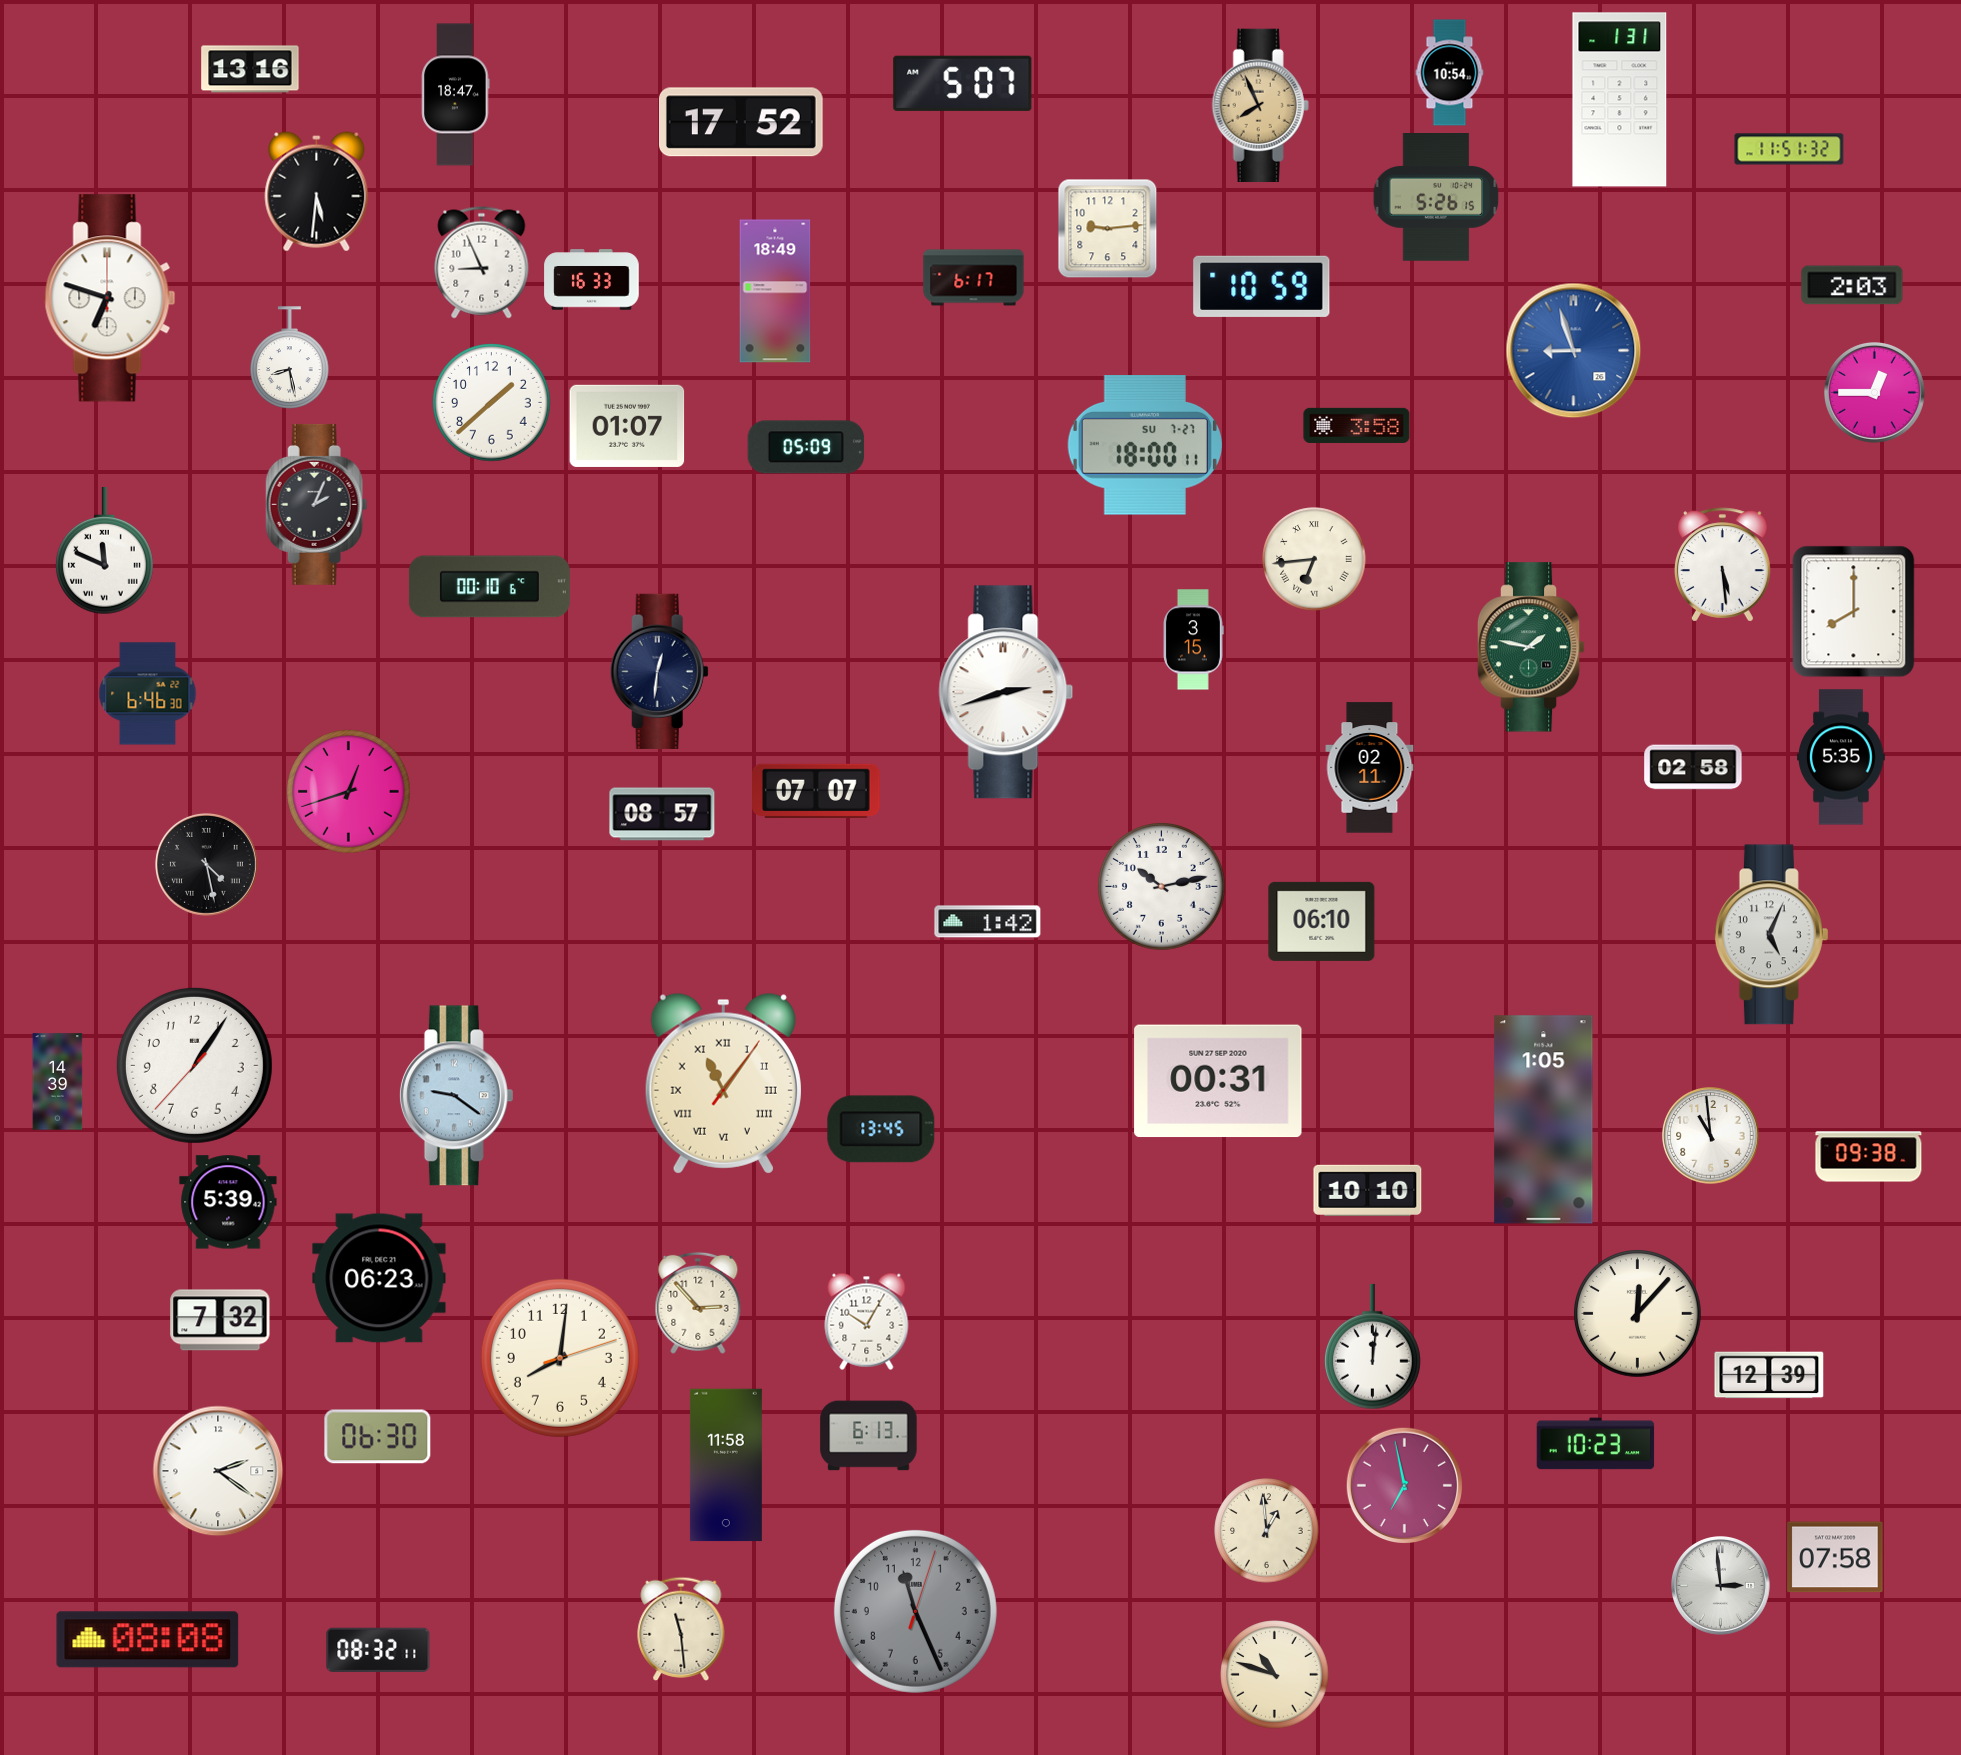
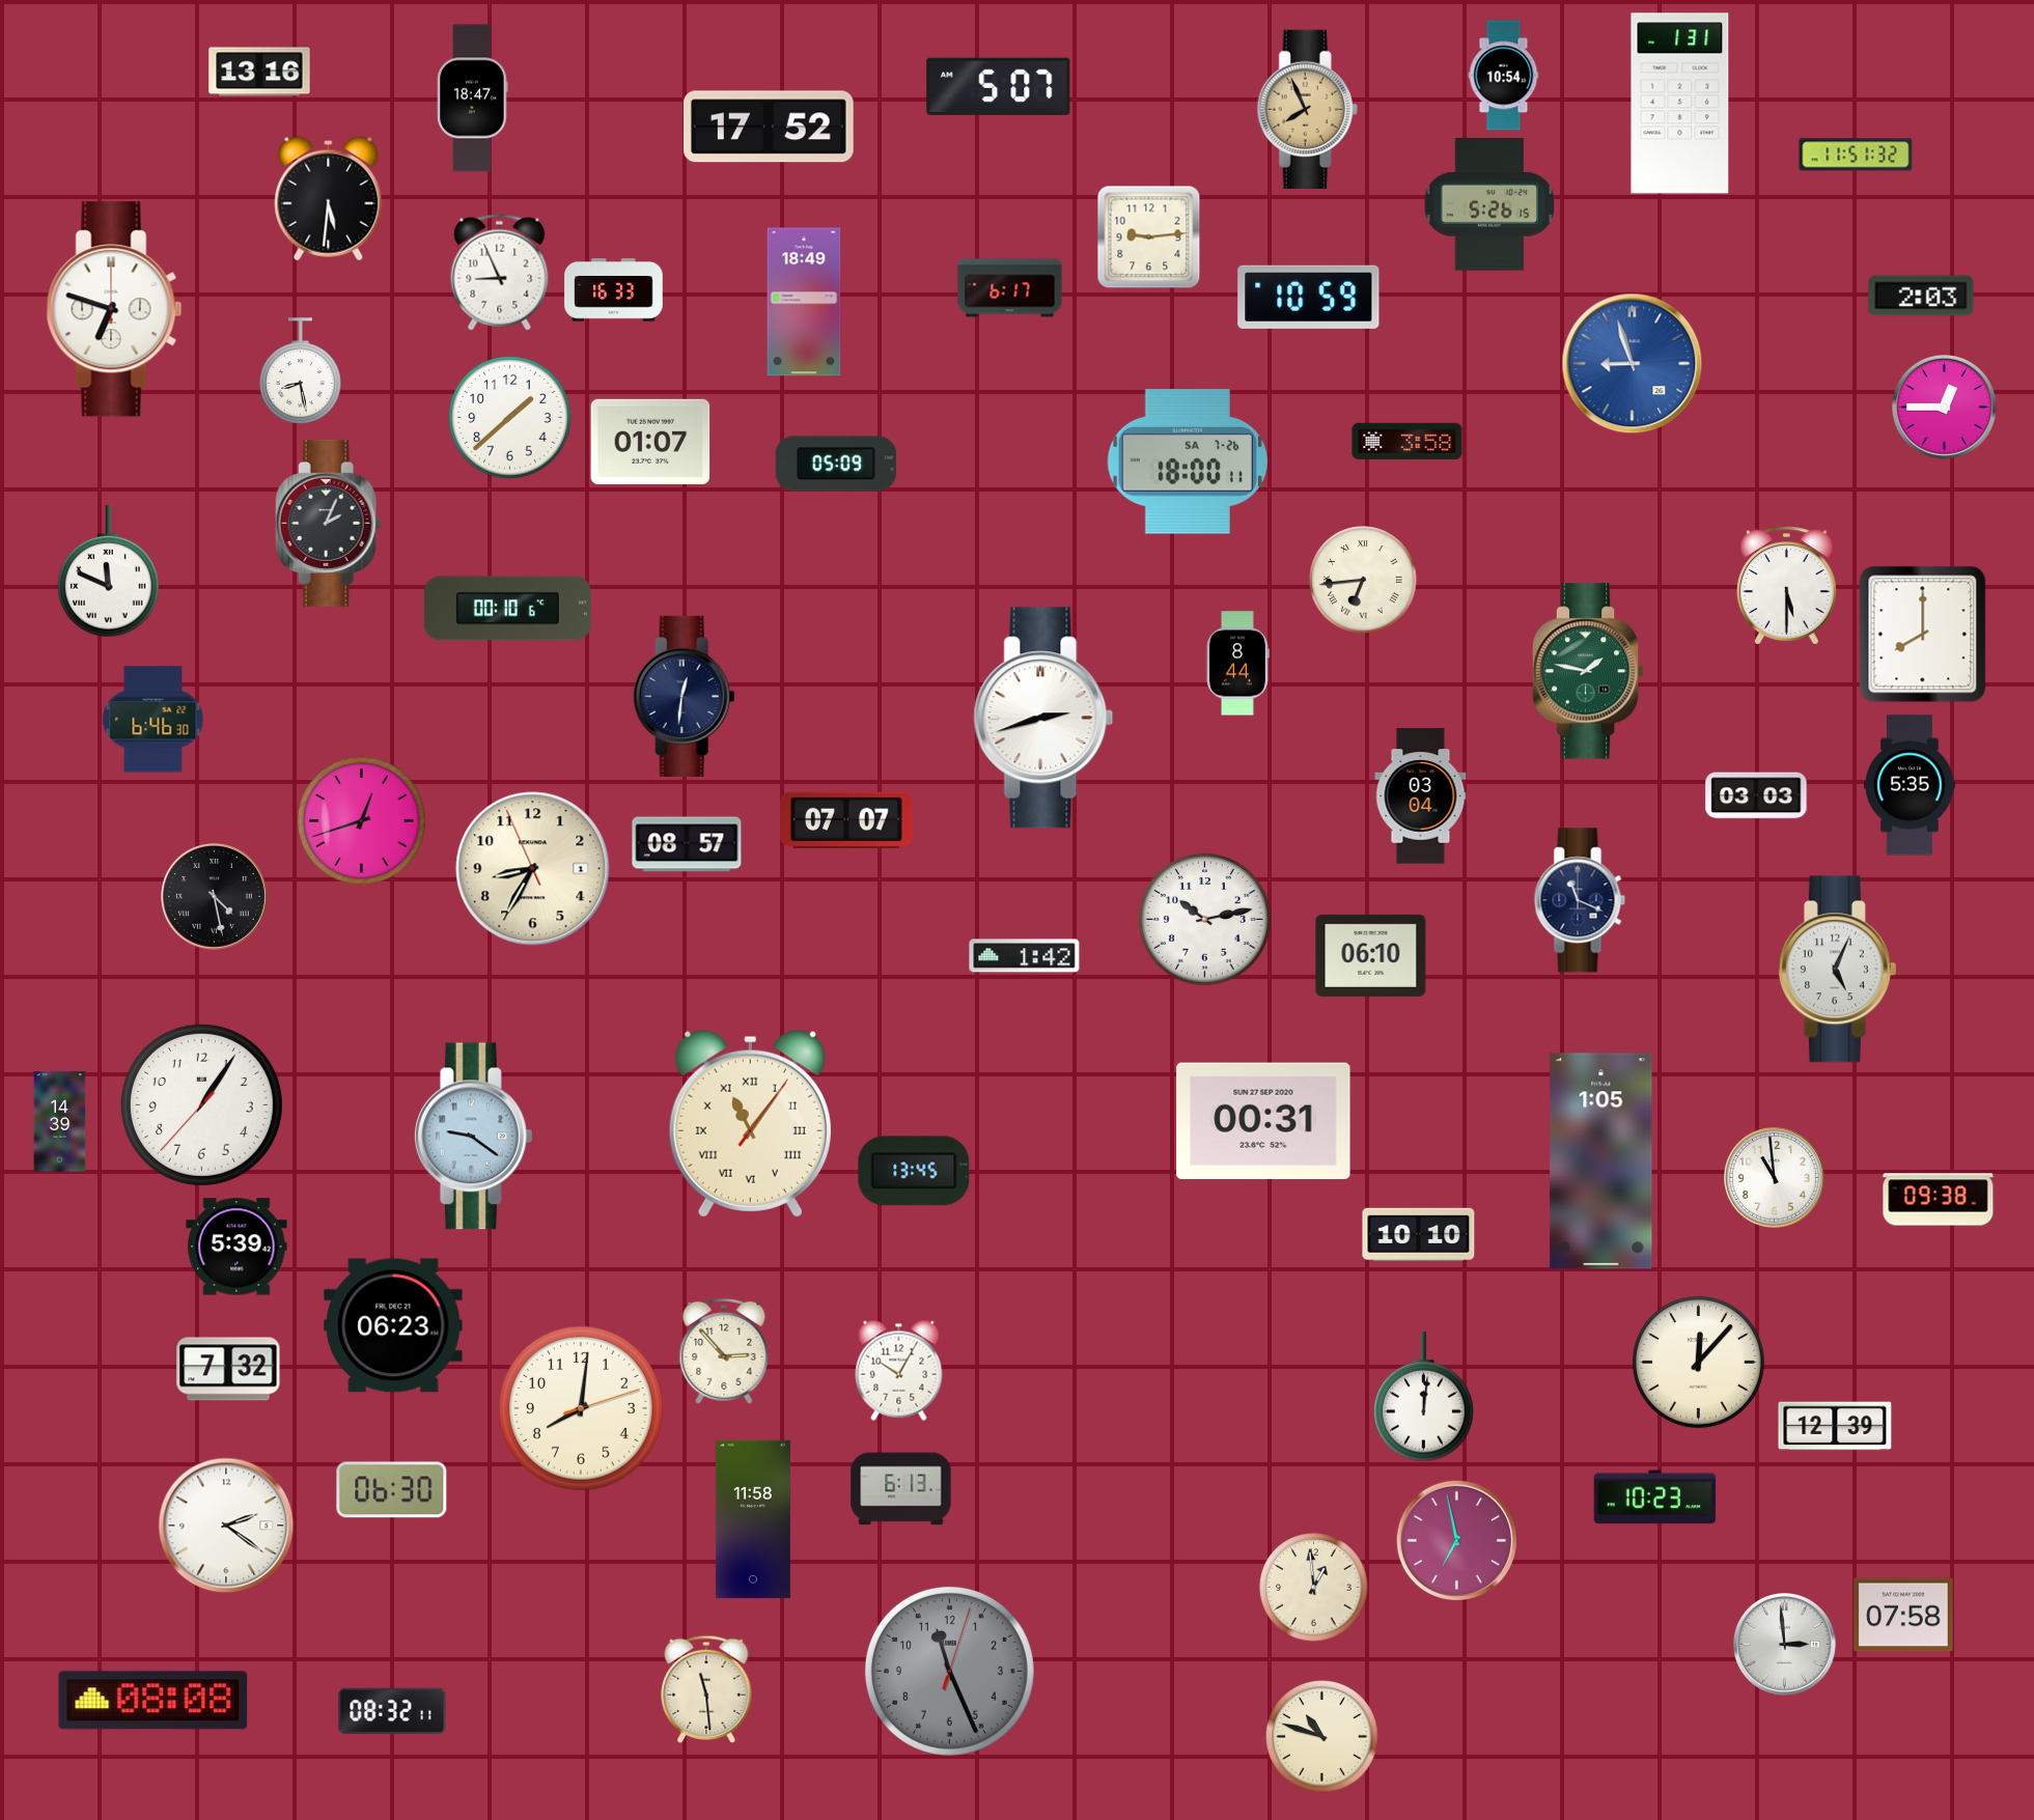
clock at (1145, 446) date: SU 7-27 -> SA 7-26
clock at (1723, 565): 5:29 -> 5:30
clock at (1194, 640): 3:15 -> 8:44
clock at (1693, 767): 02:58 -> 03:03
clock at (1370, 768): 02:11 -> 03:04
clock at (533, 869): none -> 8:34
clock at (1580, 900): none -> 11:19
